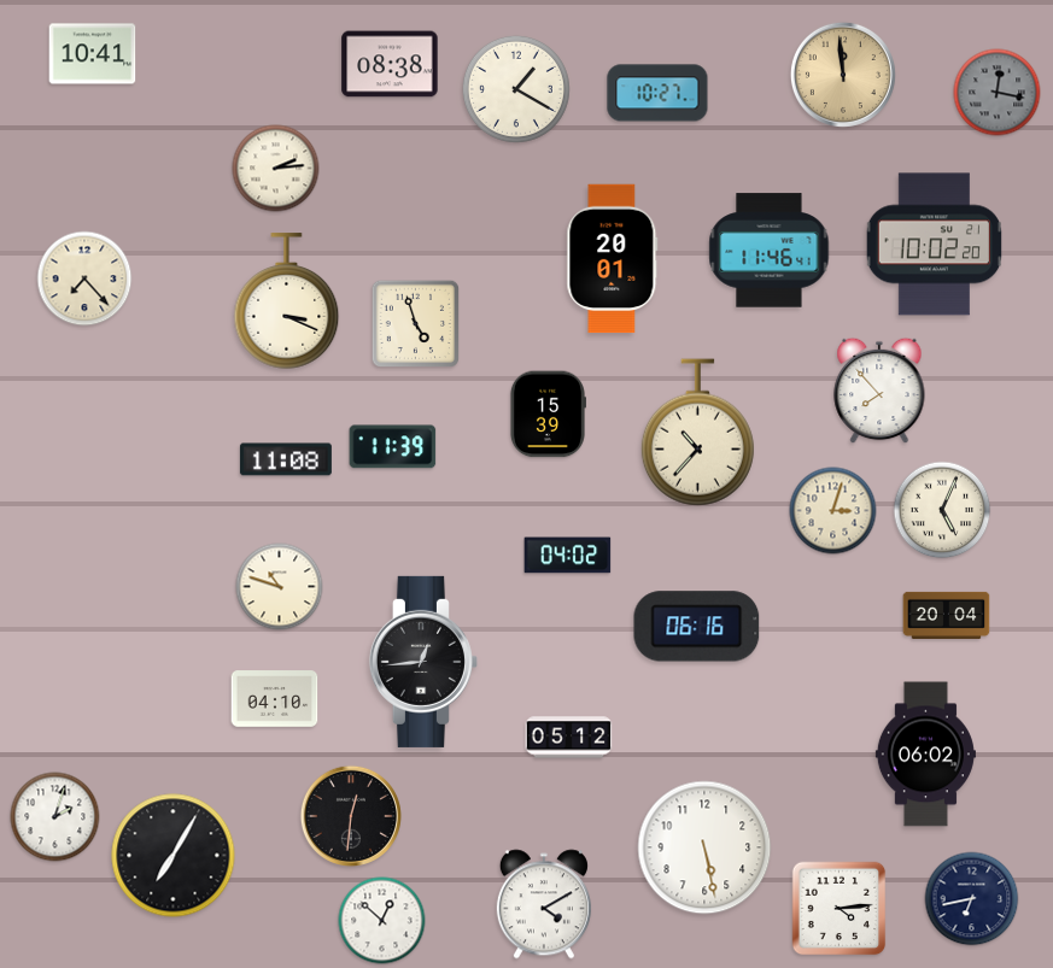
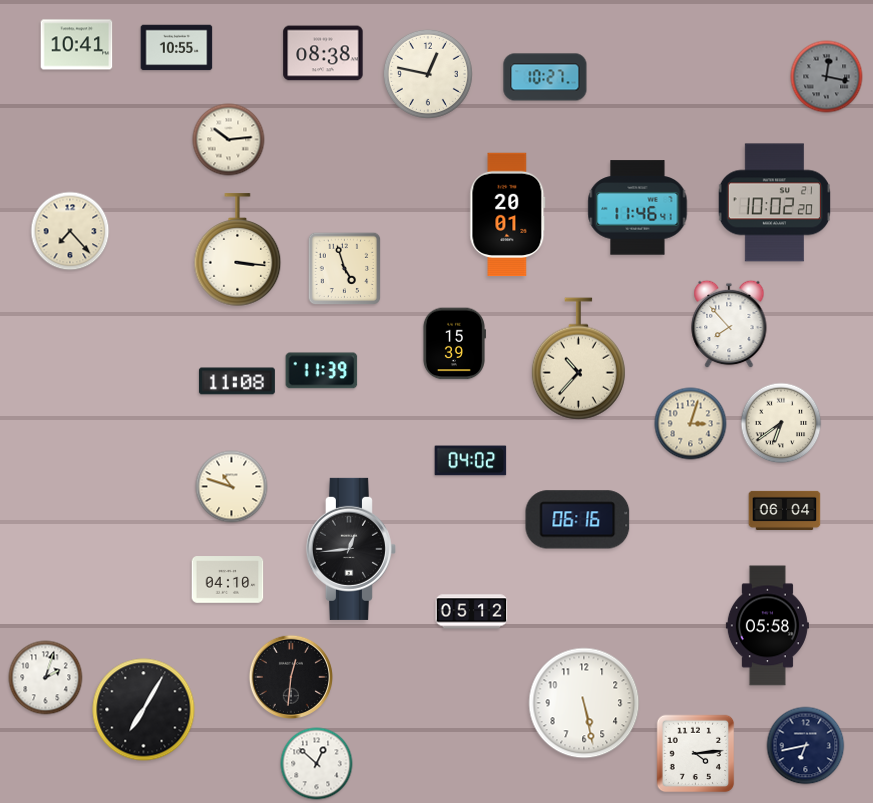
clock at (177, 48): none -> 10:55
clock at (843, 75): 11:59 -> none
clock at (516, 89): 1:20 -> 12:47
clock at (276, 169): 2:14 -> 10:14
clock at (287, 301): 3:19 -> 3:16
clock at (393, 447) position: (393, 447) -> (322, 371)
clock at (942, 510): 5:04 -> 6:39
clock at (947, 615): 20:04 -> 06:04
clock at (925, 755): 06:02 -> 05:58
clock at (544, 904): 4:10 -> none
